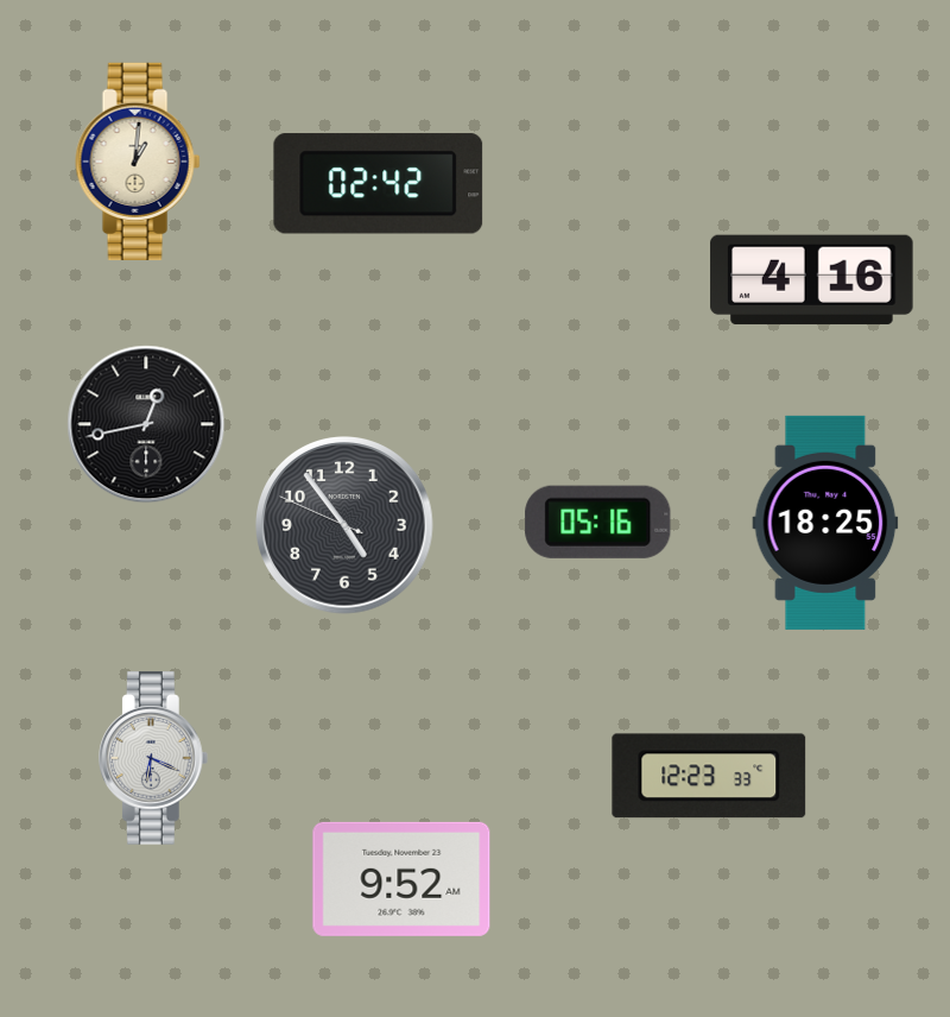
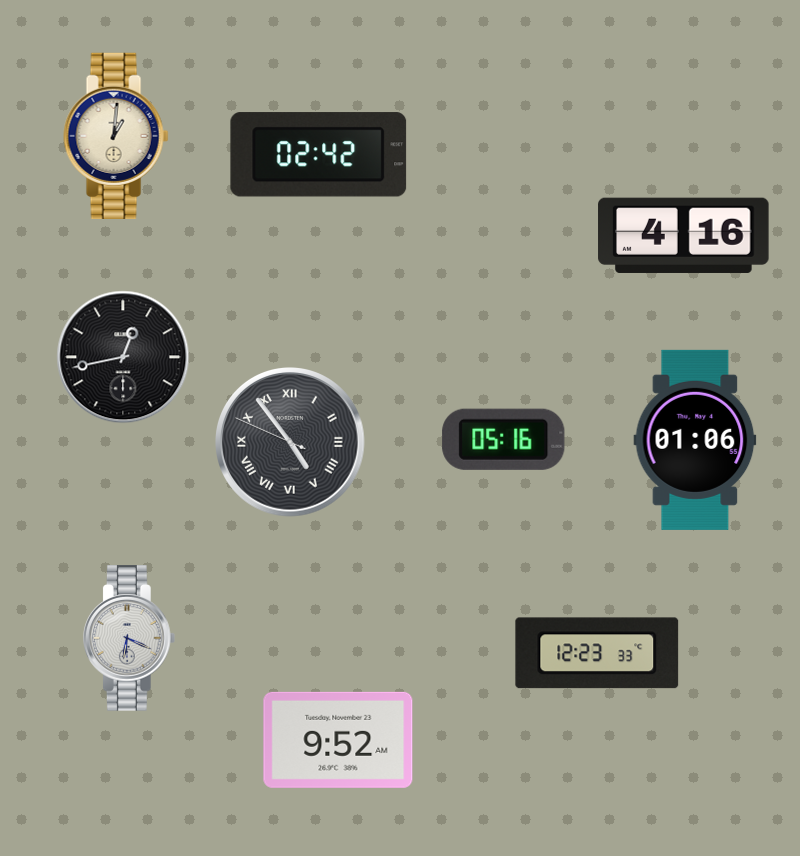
clock at (825, 523): 18:25 -> 01:06
clock at (346, 526) numerals: Arabic -> Roman
